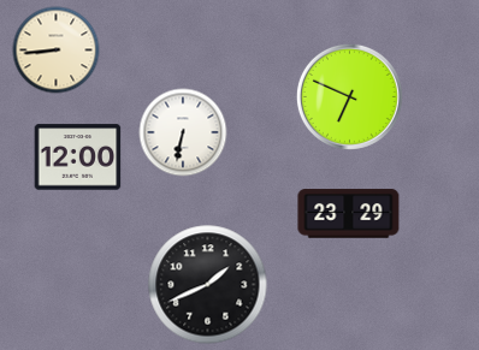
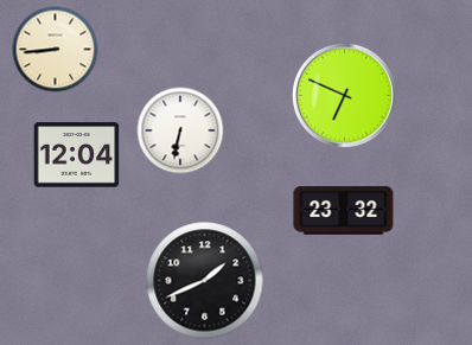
clock at (78, 158): 12:00 -> 12:04
clock at (349, 214): 23:29 -> 23:32
